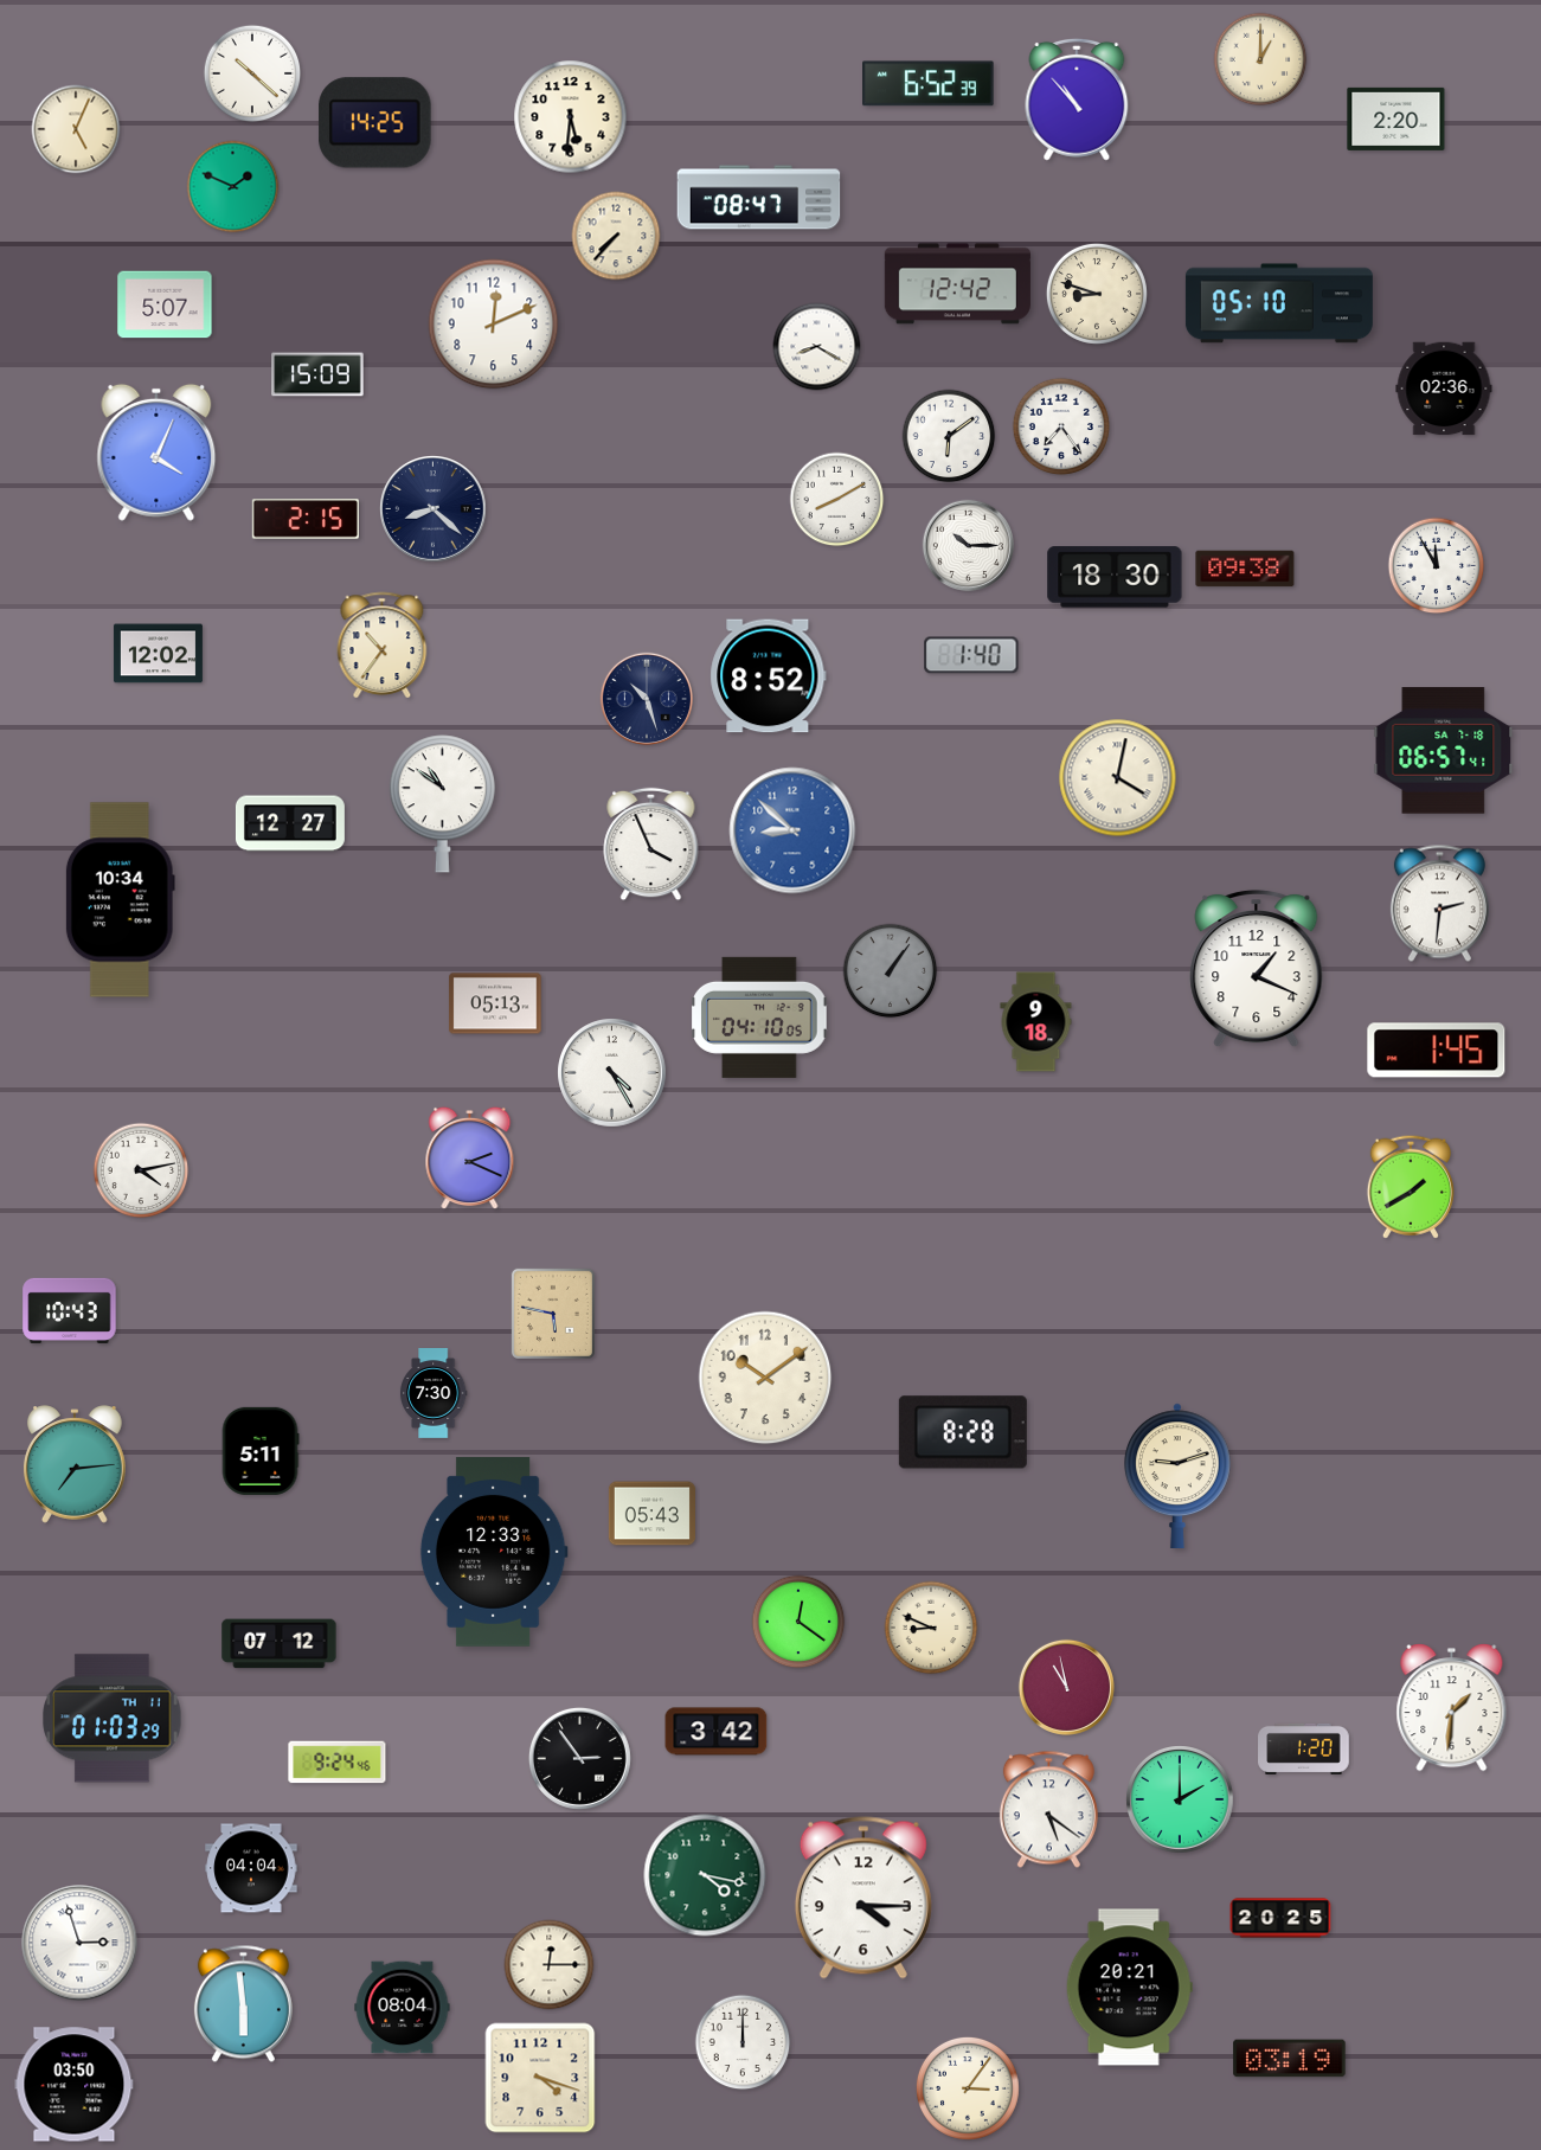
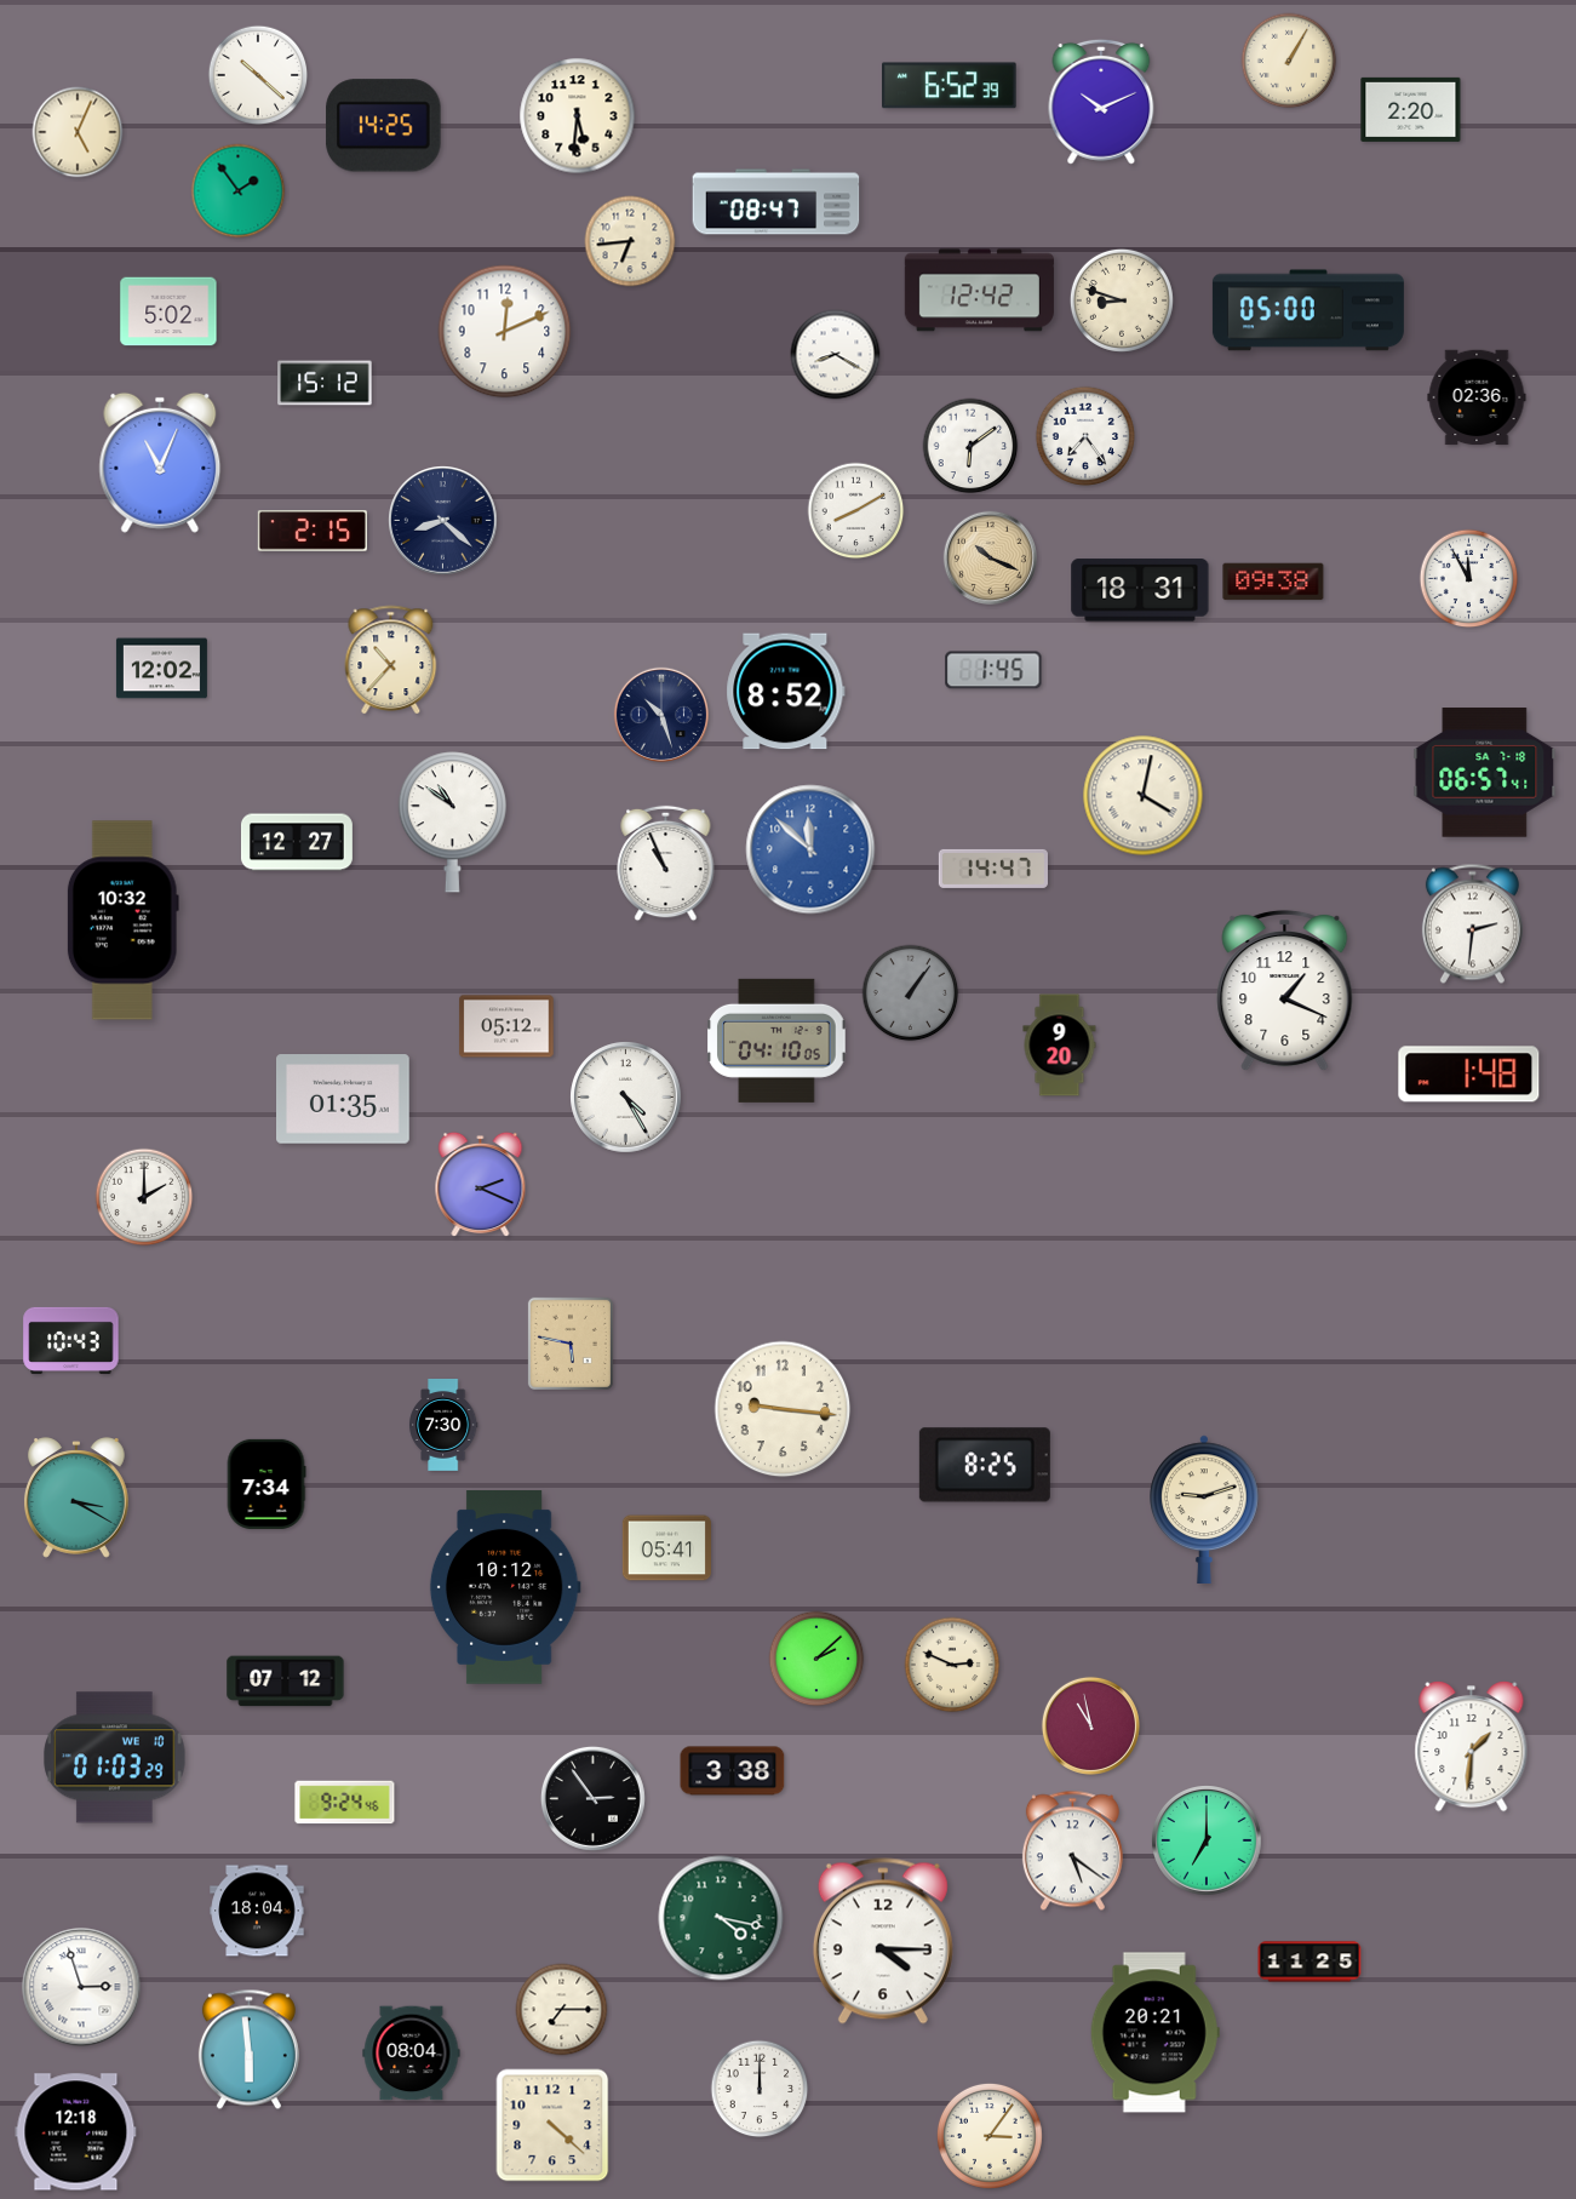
clock at (1260, 59): 1:00 -> 1:05
clock at (1077, 100): 10:53 -> 10:11
clock at (571, 117) position: (571, 117) -> (578, 116)
clock at (1396, 118) position: (1396, 118) -> (1411, 109)
clock at (233, 187): 1:49 -> 1:54
clock at (616, 236): 7:37 -> 6:44
clock at (1279, 303): 05:10 -> 05:00
clock at (165, 304): 5:07 -> 5:02
clock at (317, 374): 15:09 -> 15:12
clock at (156, 453): 4:04 -> 11:04
clock at (969, 546): 10:15 -> 10:19
clock at (969, 546) dial: white -> champagne
clock at (1115, 577): 18:30 -> 18:31
clock at (383, 646): 10:36 -> 10:37
clock at (971, 655): 1:40 -> 1:45
clock at (1444, 751) position: (1444, 751) -> (1485, 773)
clock at (792, 830): 8:52 -> 11:52
clock at (651, 845): 3:56 -> 10:56
clock at (993, 869): none -> 14:47
clock at (120, 900): 10:34 -> 10:32
clock at (495, 1003): 05:13 -> 05:12
clock at (1036, 1022): 9:18 -> 9:20
clock at (1437, 1051): 1:45 -> 1:48
clock at (344, 1099): none -> 01:35
clock at (141, 1170): 4:13 -> 2:00
clock at (1411, 1187): 1:40 -> none
clock at (553, 1314) position: (553, 1314) -> (571, 1344)
clock at (765, 1378): 10:09 -> 9:16
clock at (963, 1432): 8:28 -> 8:25
clock at (261, 1451): 5:11 -> 7:34
clock at (75, 1464): 7:14 -> 3:20
clock at (651, 1514): 05:43 -> 05:41
clock at (494, 1553): 12:33 -> 10:12
clock at (798, 1622): 12:21 -> 2:08
clock at (931, 1628): 8:49 -> 2:49
clock at (1452, 1708) position: (1452, 1708) -> (1472, 1747)
clock at (113, 1719) date: TH 11 -> WE 10
clock at (717, 1732): 3:42 -> 3:38
clock at (1304, 1748): 1:20 -> none
clock at (1180, 1799): 2:00 -> 7:00
clock at (251, 1868): 04:04 -> 18:04
clock at (1280, 1918): 20:25 -> 11:25
clock at (550, 1965): 12:15 -> 7:15
clock at (1290, 2059): 03:19 -> none
clock at (540, 2078): 4:18 -> 4:22
clock at (75, 2085): 03:50 -> 12:18
